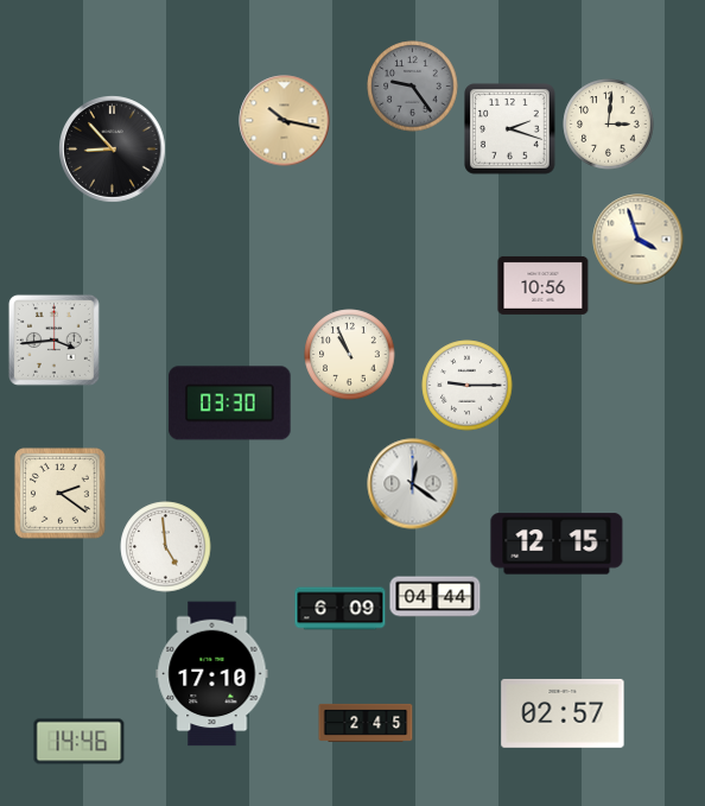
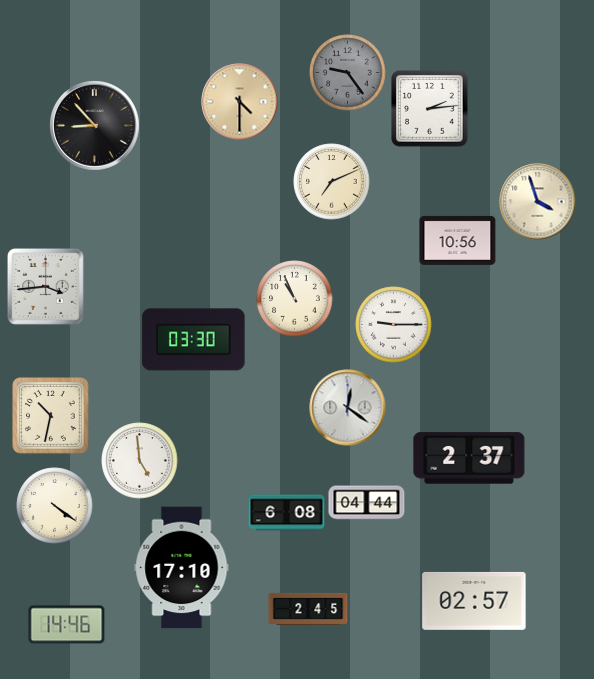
clock at (285, 121): 10:17 -> 4:30
clock at (609, 125): 3:01 -> none
clock at (510, 129): 2:18 -> 2:14
clock at (332, 182): none -> 7:11
clock at (61, 494): 2:21 -> 10:32
clock at (557, 544): 12:15 -> 2:37
clock at (55, 506): none -> 4:21
clock at (341, 609): 6:09 -> 6:08
clock at (212, 674) position: (212, 674) -> (182, 568)
